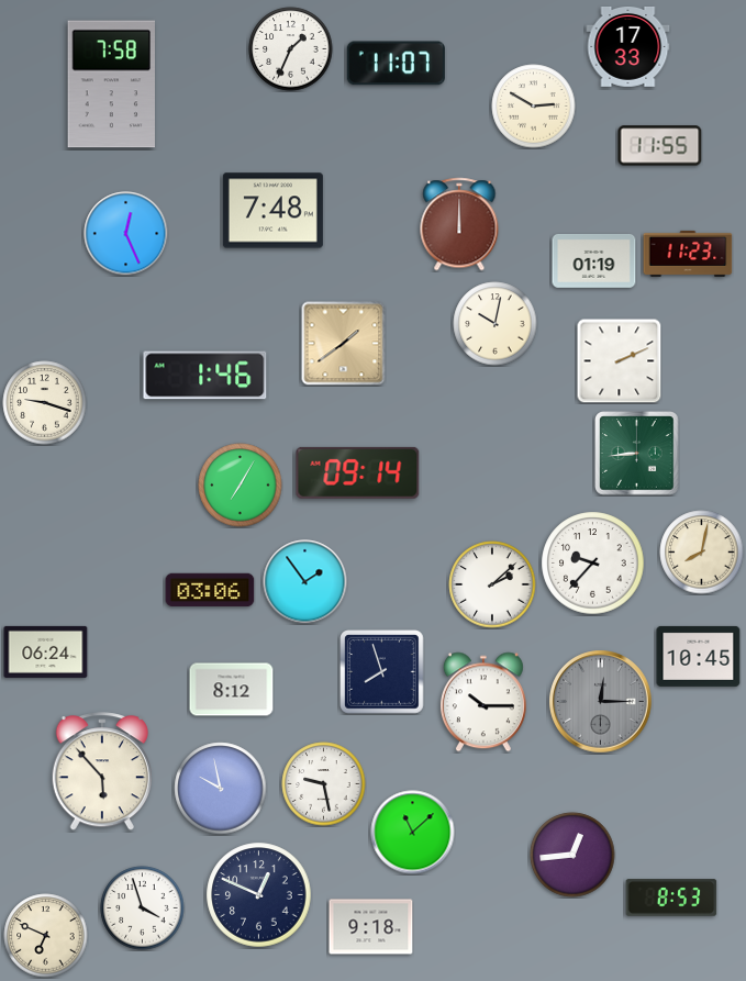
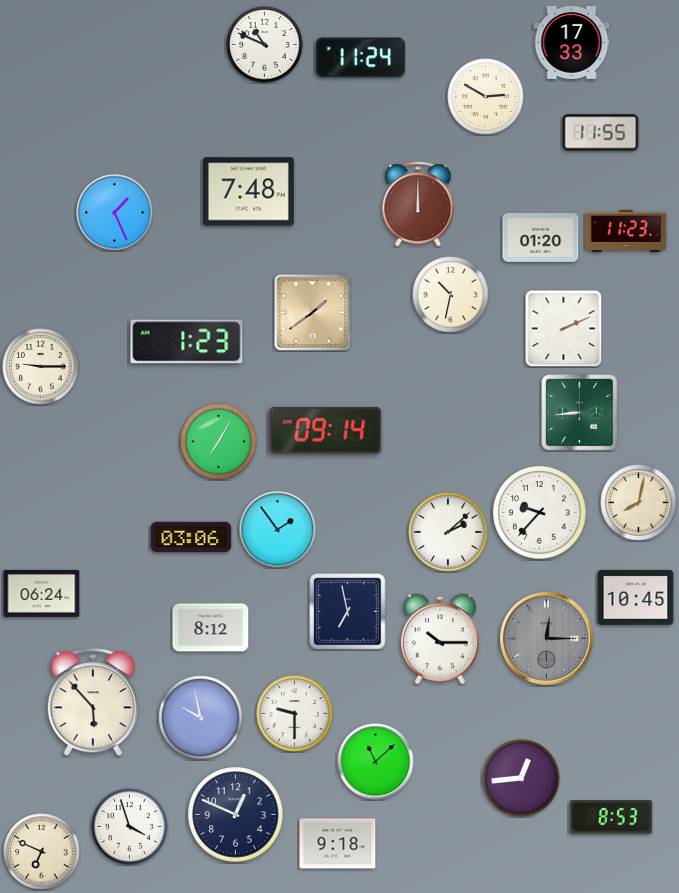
clock at (291, 49): 1:34 -> 10:49
clock at (396, 64): 11:07 -> 11:24
clock at (111, 85): 7:58 -> none
clock at (126, 234): 12:26 -> 1:26
clock at (594, 261): 01:19 -> 01:20
clock at (496, 324): 10:02 -> 10:32
clock at (205, 376): 1:46 -> 1:23
clock at (45, 403): 9:18 -> 9:15
clock at (382, 672): 7:57 -> 6:58
clock at (324, 784): 9:28 -> 9:30
clock at (413, 833) position: (413, 833) -> (376, 762)
